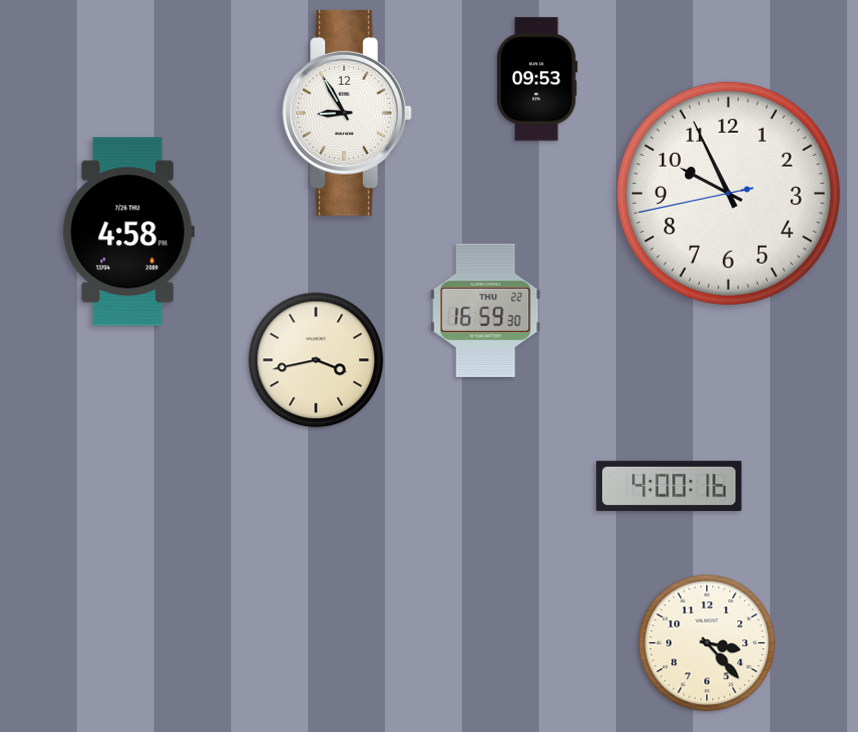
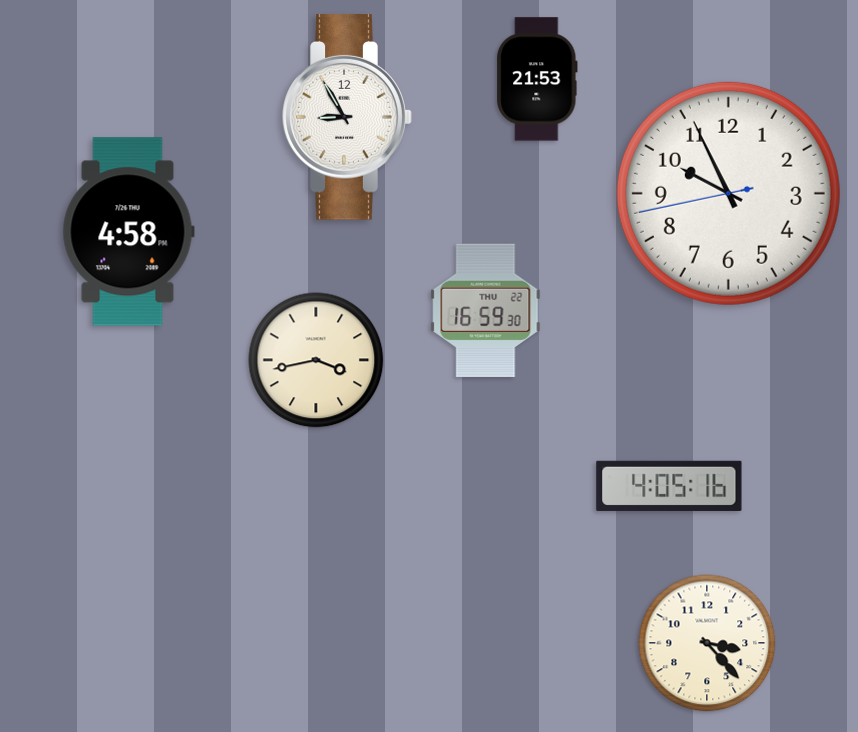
clock at (537, 79): 09:53 -> 21:53
clock at (347, 114) position: (347, 114) -> (347, 118)
clock at (669, 486): 4:00 -> 4:05
